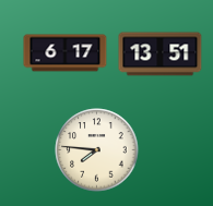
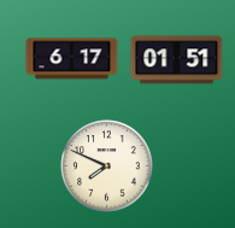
clock at (161, 54): 13:51 -> 01:51
clock at (97, 150): 7:46 -> 7:49
